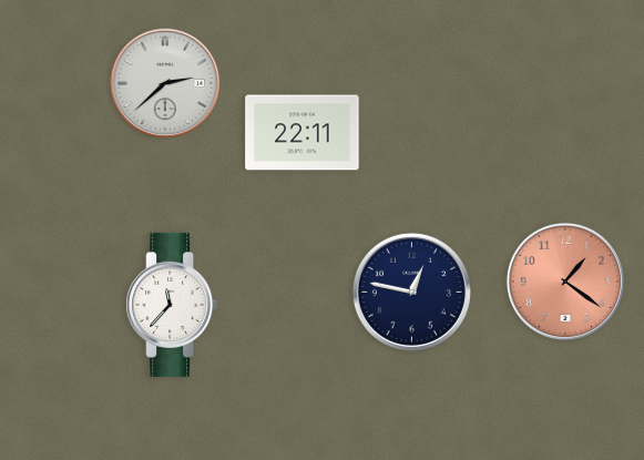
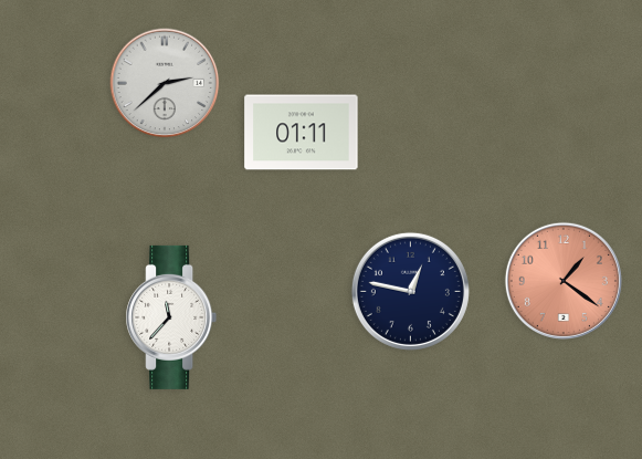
clock at (303, 133): 22:11 -> 01:11
clock at (172, 305) position: (172, 305) -> (171, 317)
